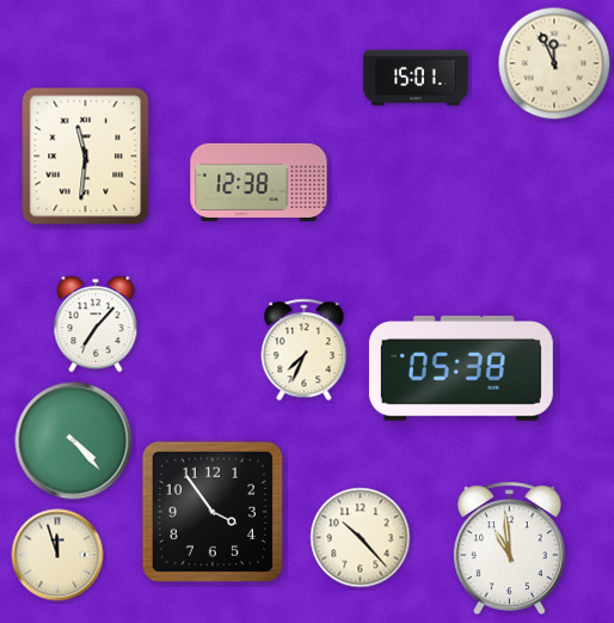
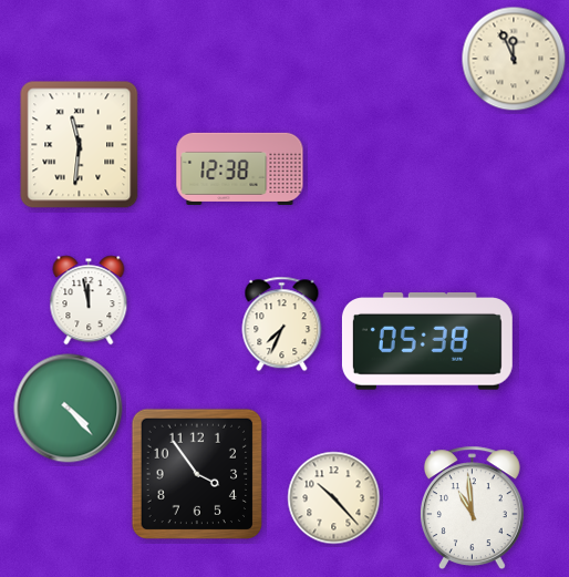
clock at (416, 78): 15:01 -> none
clock at (96, 324): 7:07 -> 11:58
clock at (57, 555): 11:57 -> none
